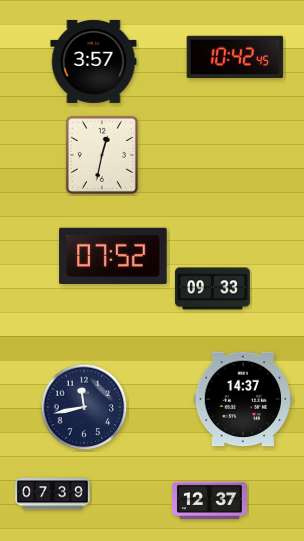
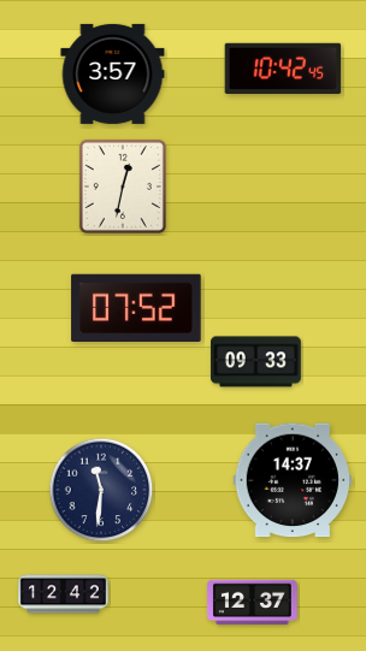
clock at (212, 289) position: (212, 289) -> (255, 362)
clock at (84, 407): 11:43 -> 11:31
clock at (53, 494): 07:39 -> 12:42
